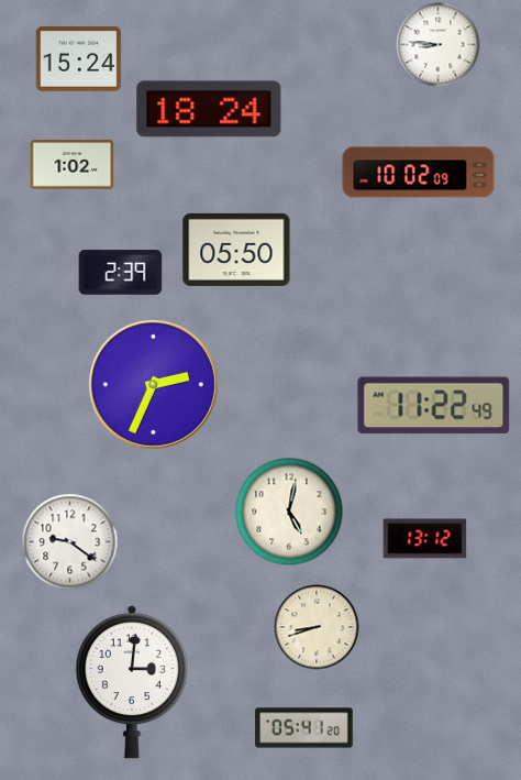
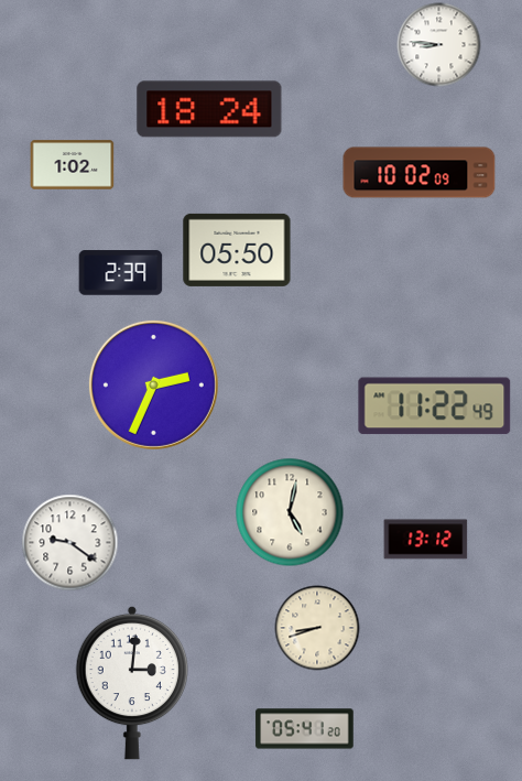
clock at (79, 58): 15:24 -> none
